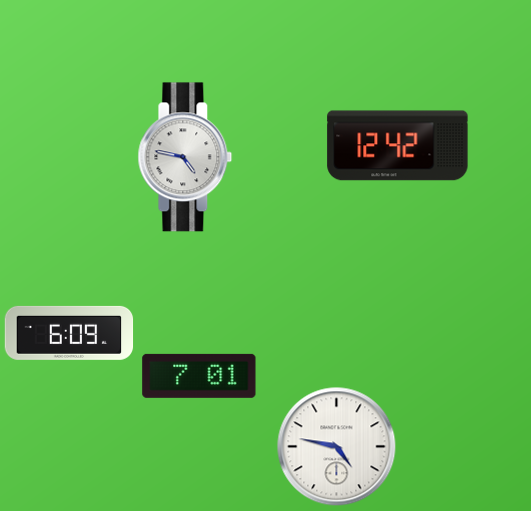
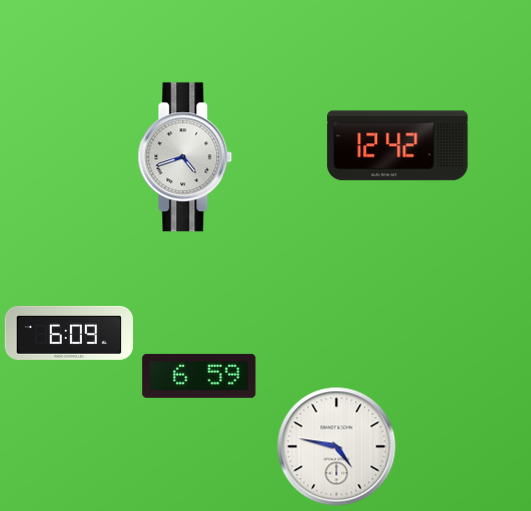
clock at (185, 157): 4:47 -> 4:42
clock at (199, 376): 7:01 -> 6:59
